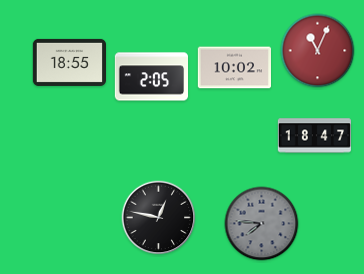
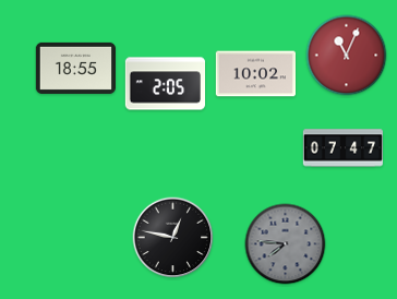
clock at (315, 136): 18:47 -> 07:47
